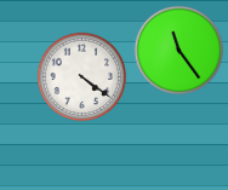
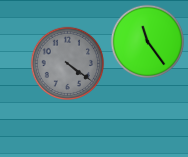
clock at (82, 77) dial: white -> grey
